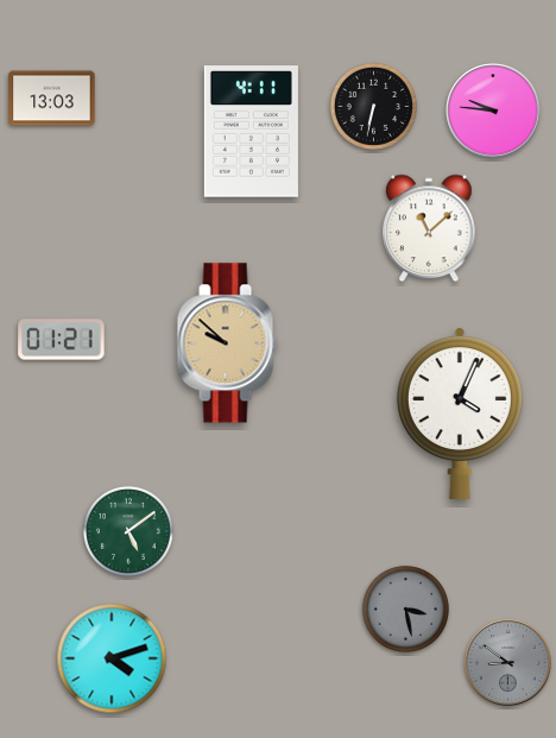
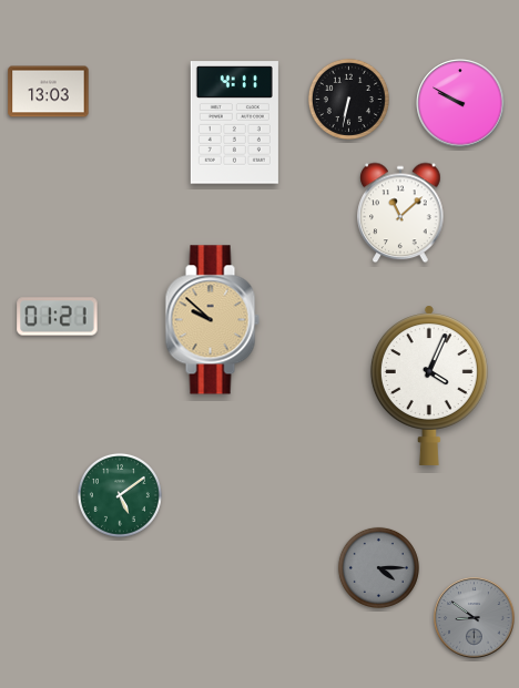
clock at (493, 111): 9:46 -> 9:50
clock at (405, 608): 3:28 -> 4:15
clock at (112, 658): 4:12 -> none
